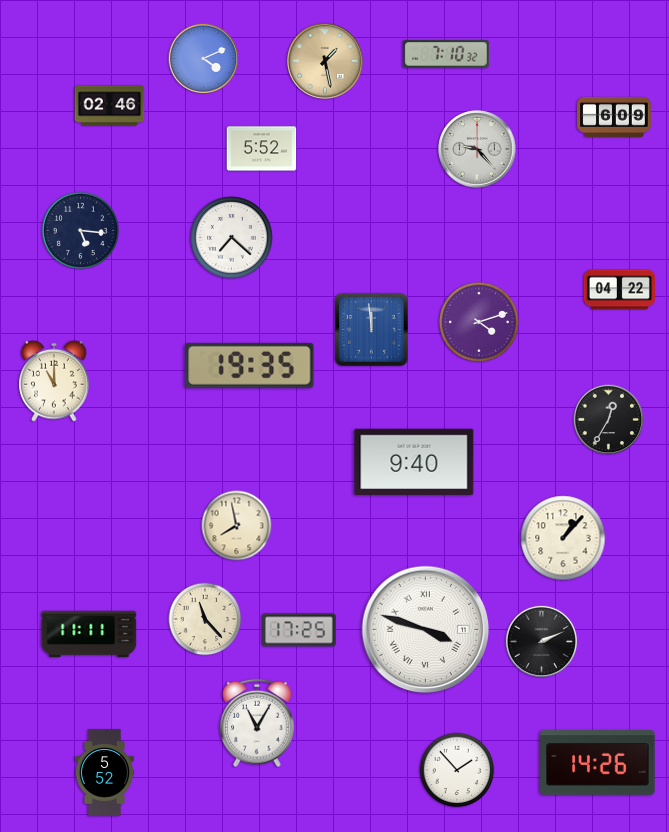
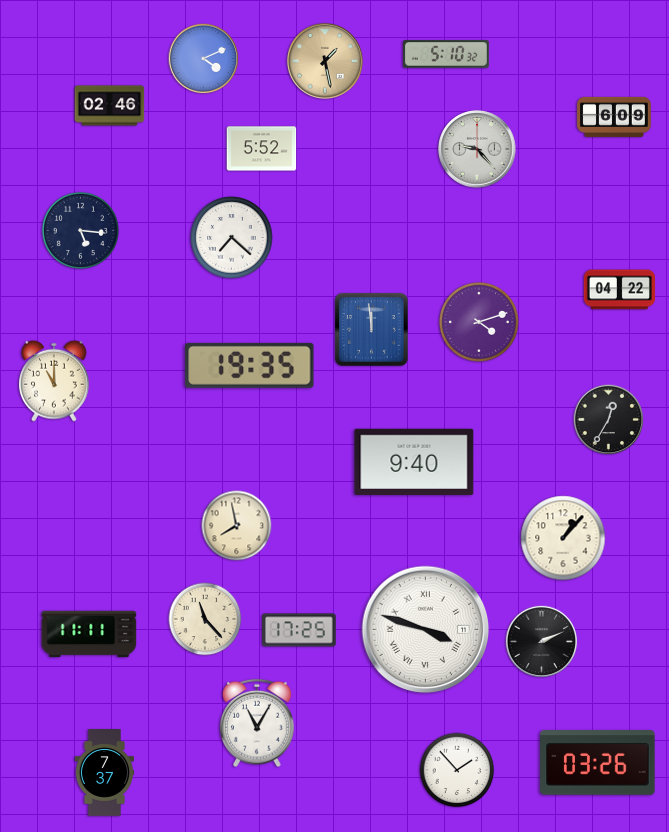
clock at (446, 54): 7:10 -> 5:10
clock at (598, 763): 14:26 -> 03:26
clock at (104, 773): 5:52 -> 7:37
